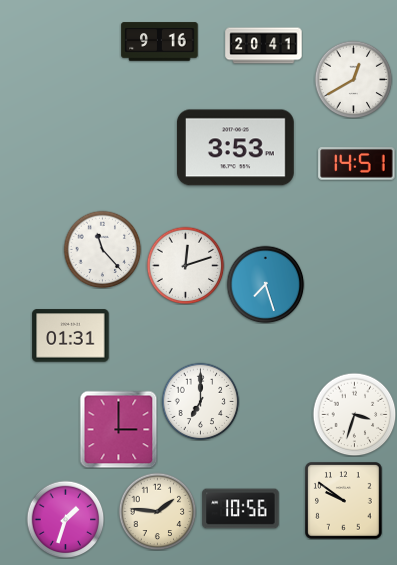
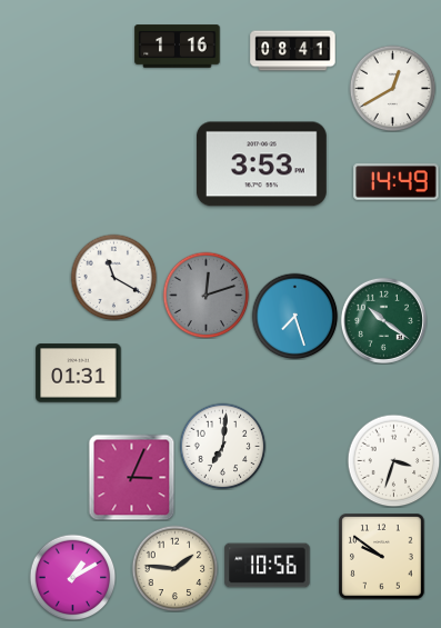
clock at (160, 42): 9:16 -> 1:16
clock at (264, 46): 20:41 -> 08:41
clock at (357, 164): 14:51 -> 14:49
clock at (102, 249): 11:23 -> 11:20
clock at (185, 265) dial: white -> grey
clock at (383, 320): none -> 10:21
clock at (200, 401): 7:00 -> 7:01
clock at (118, 429): 3:00 -> 3:04
clock at (65, 519): 1:33 -> 1:10
